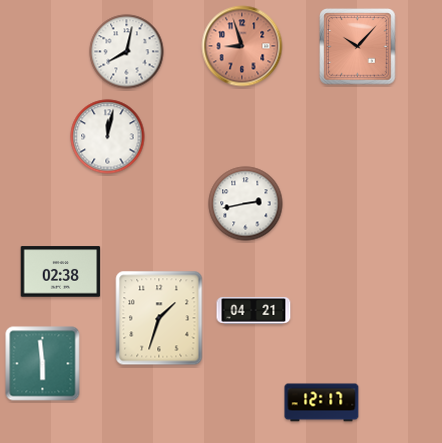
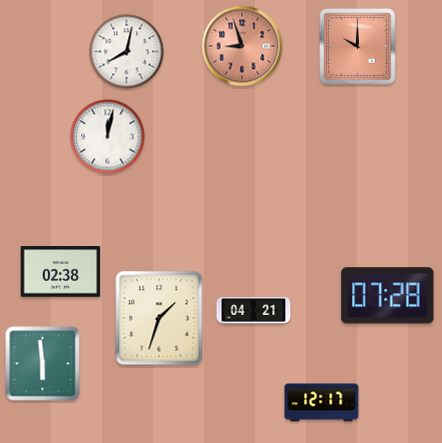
clock at (358, 47): 10:07 -> 10:00
clock at (246, 204): 2:43 -> none
clock at (388, 296): none -> 07:28
